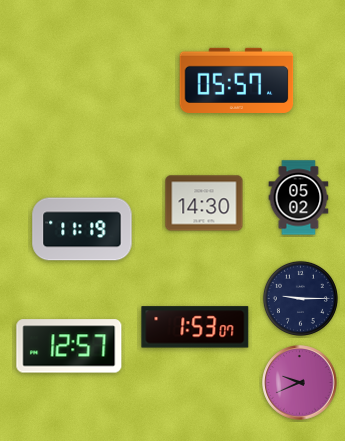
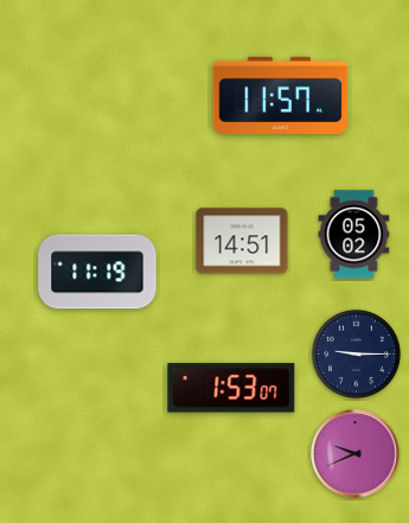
clock at (237, 80): 05:57 -> 11:57
clock at (204, 203): 14:30 -> 14:51
clock at (69, 346): 12:57 -> none
